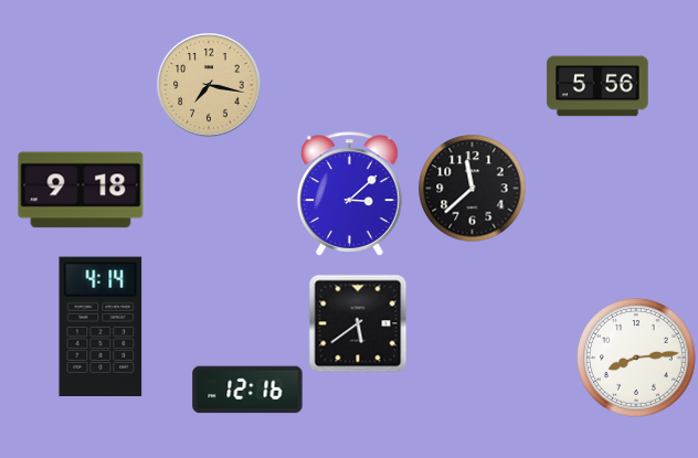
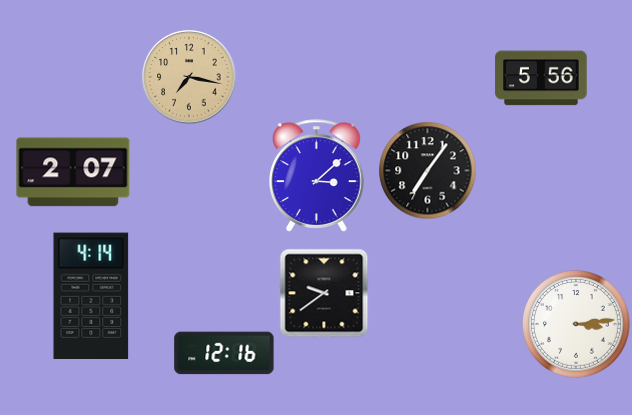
clock at (472, 188): 11:38 -> 7:06
clock at (81, 190): 9:18 -> 2:07
clock at (358, 323): 5:39 -> 9:39
clock at (637, 359): 8:14 -> 3:14
